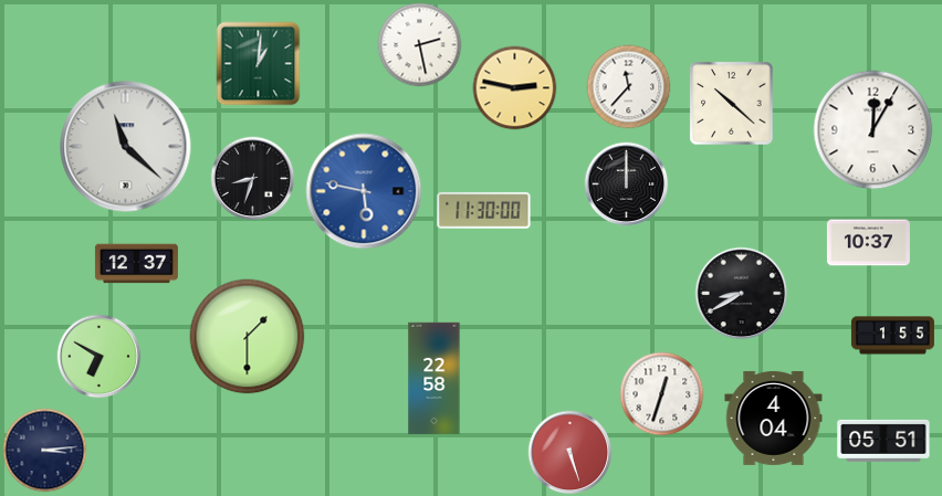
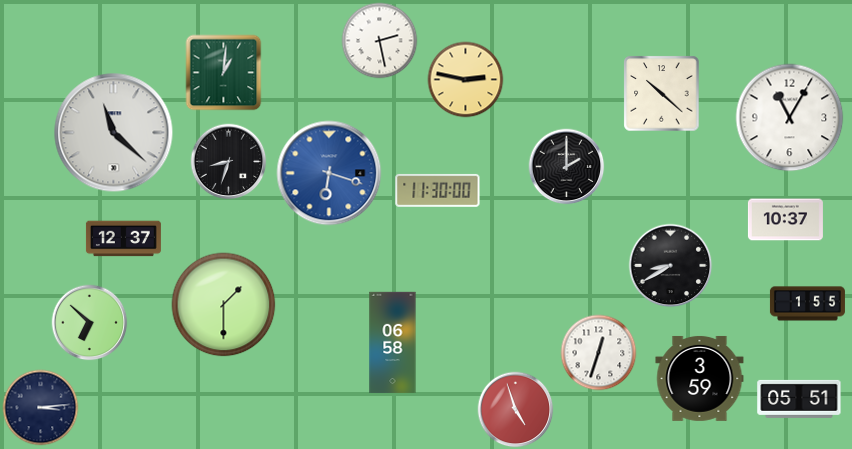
clock at (259, 64) position: (259, 64) -> (224, 73)
clock at (629, 87): 11:37 -> none
clock at (873, 130): 12:05 -> 11:05
clock at (627, 184): 12:00 -> 2:00
clock at (364, 191): 5:47 -> 6:18
clock at (100, 357): 6:50 -> 6:52
clock at (435, 379): 22:58 -> 06:58
clock at (662, 394) position: (662, 394) -> (599, 353)
clock at (774, 418): 4:04 -> 3:59
clock at (571, 453): 5:27 -> 4:57
